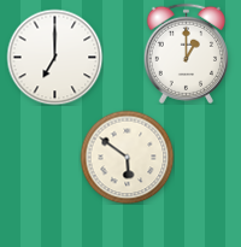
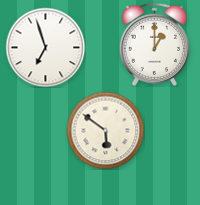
clock at (54, 57): 7:00 -> 6:57
